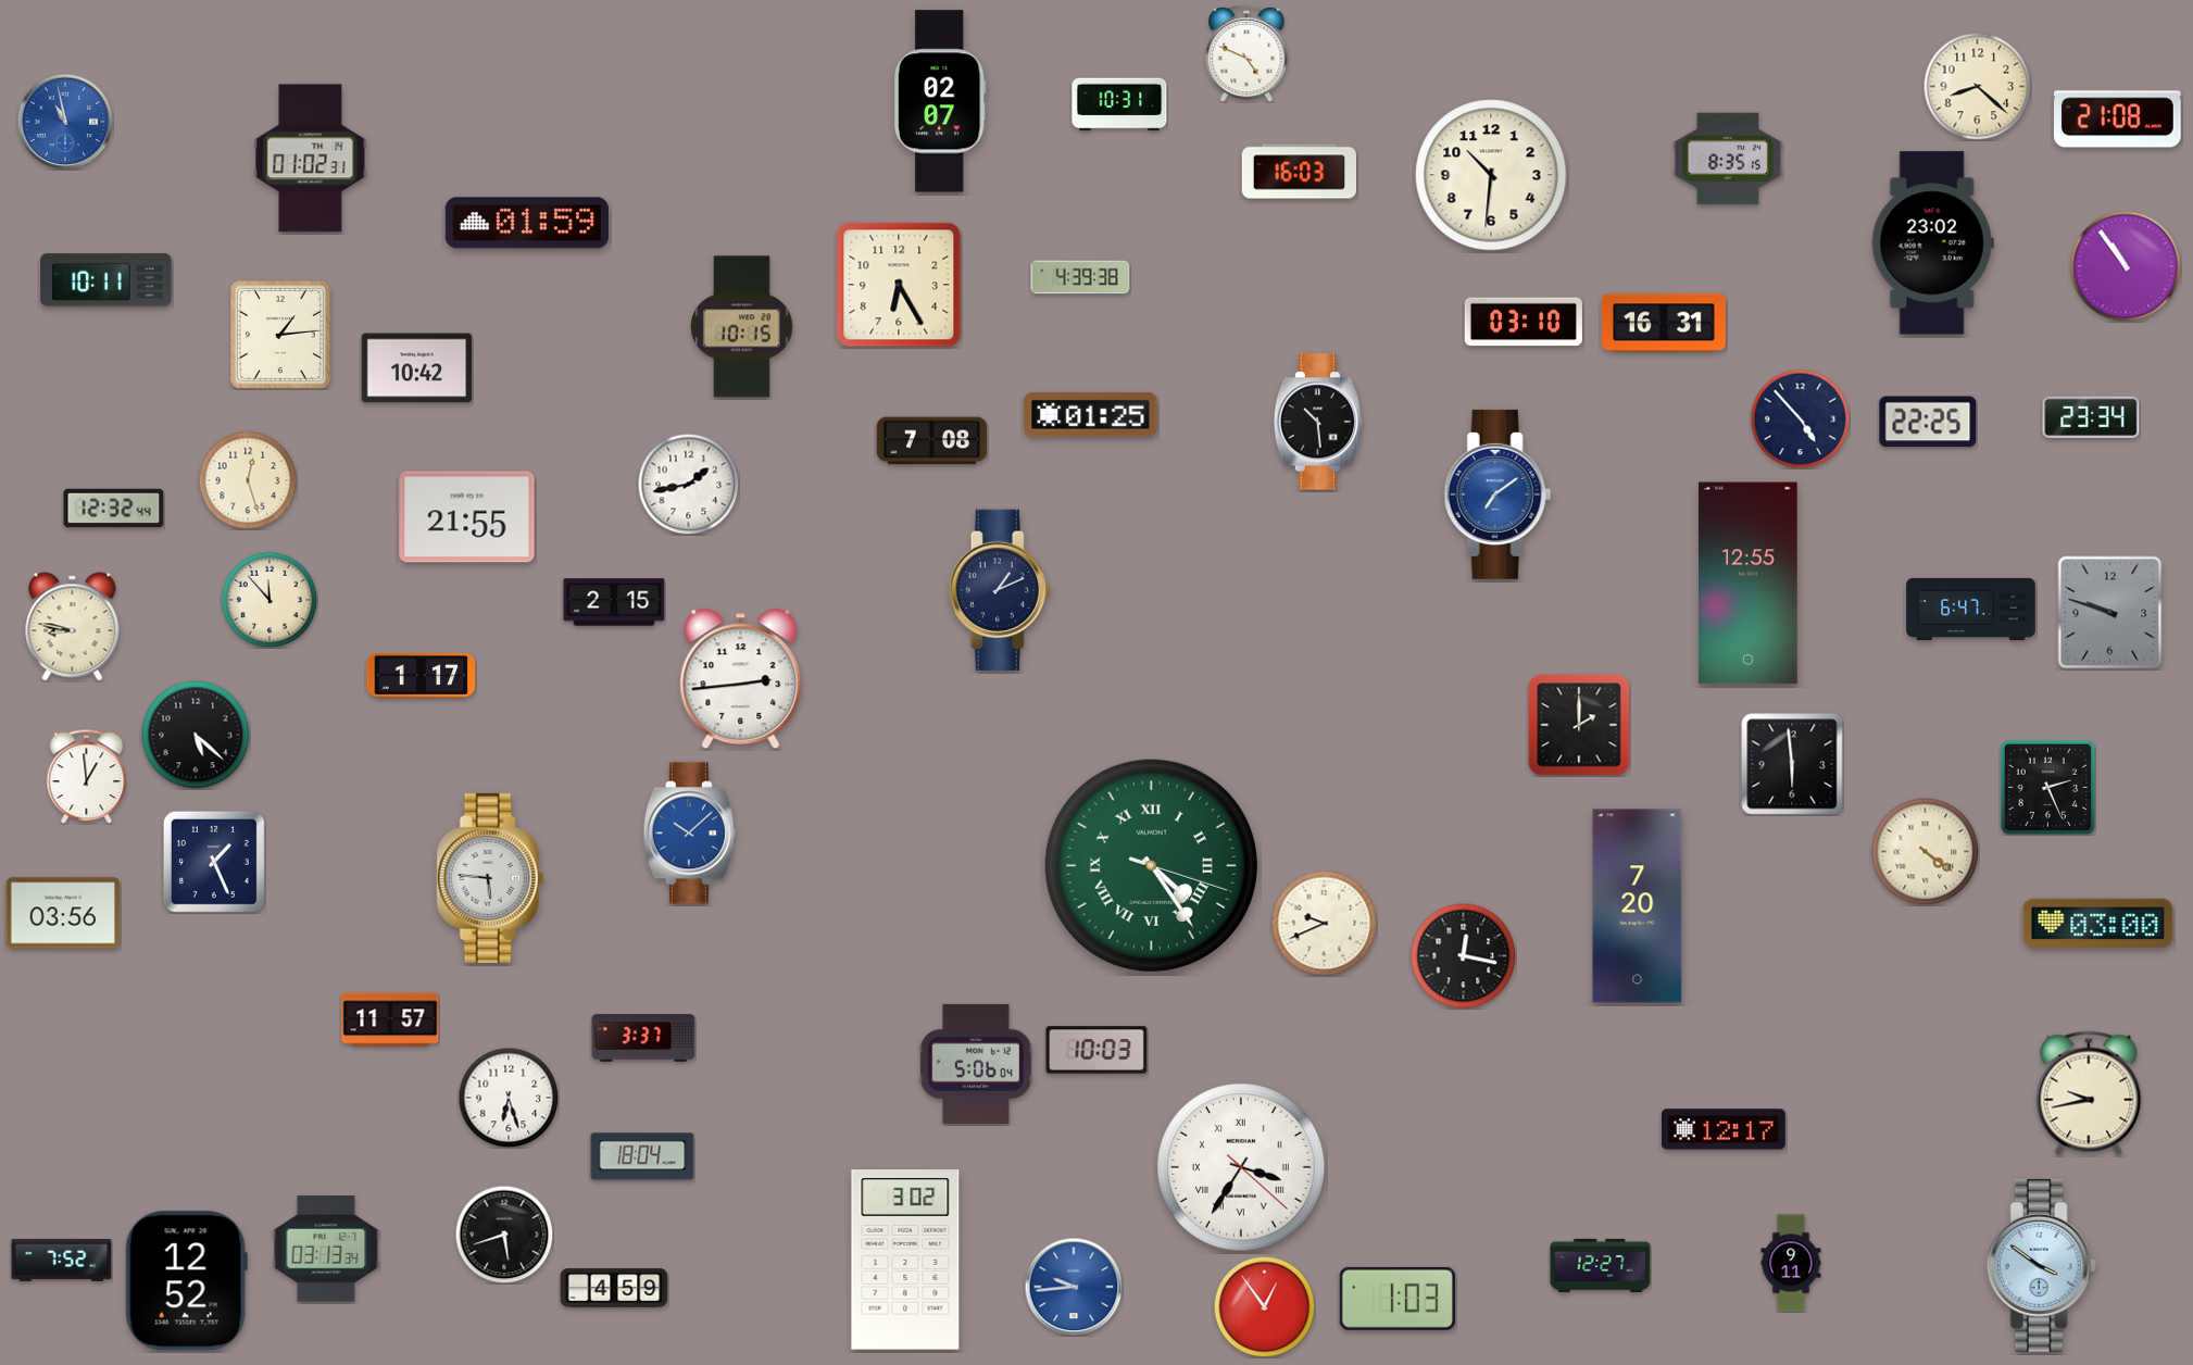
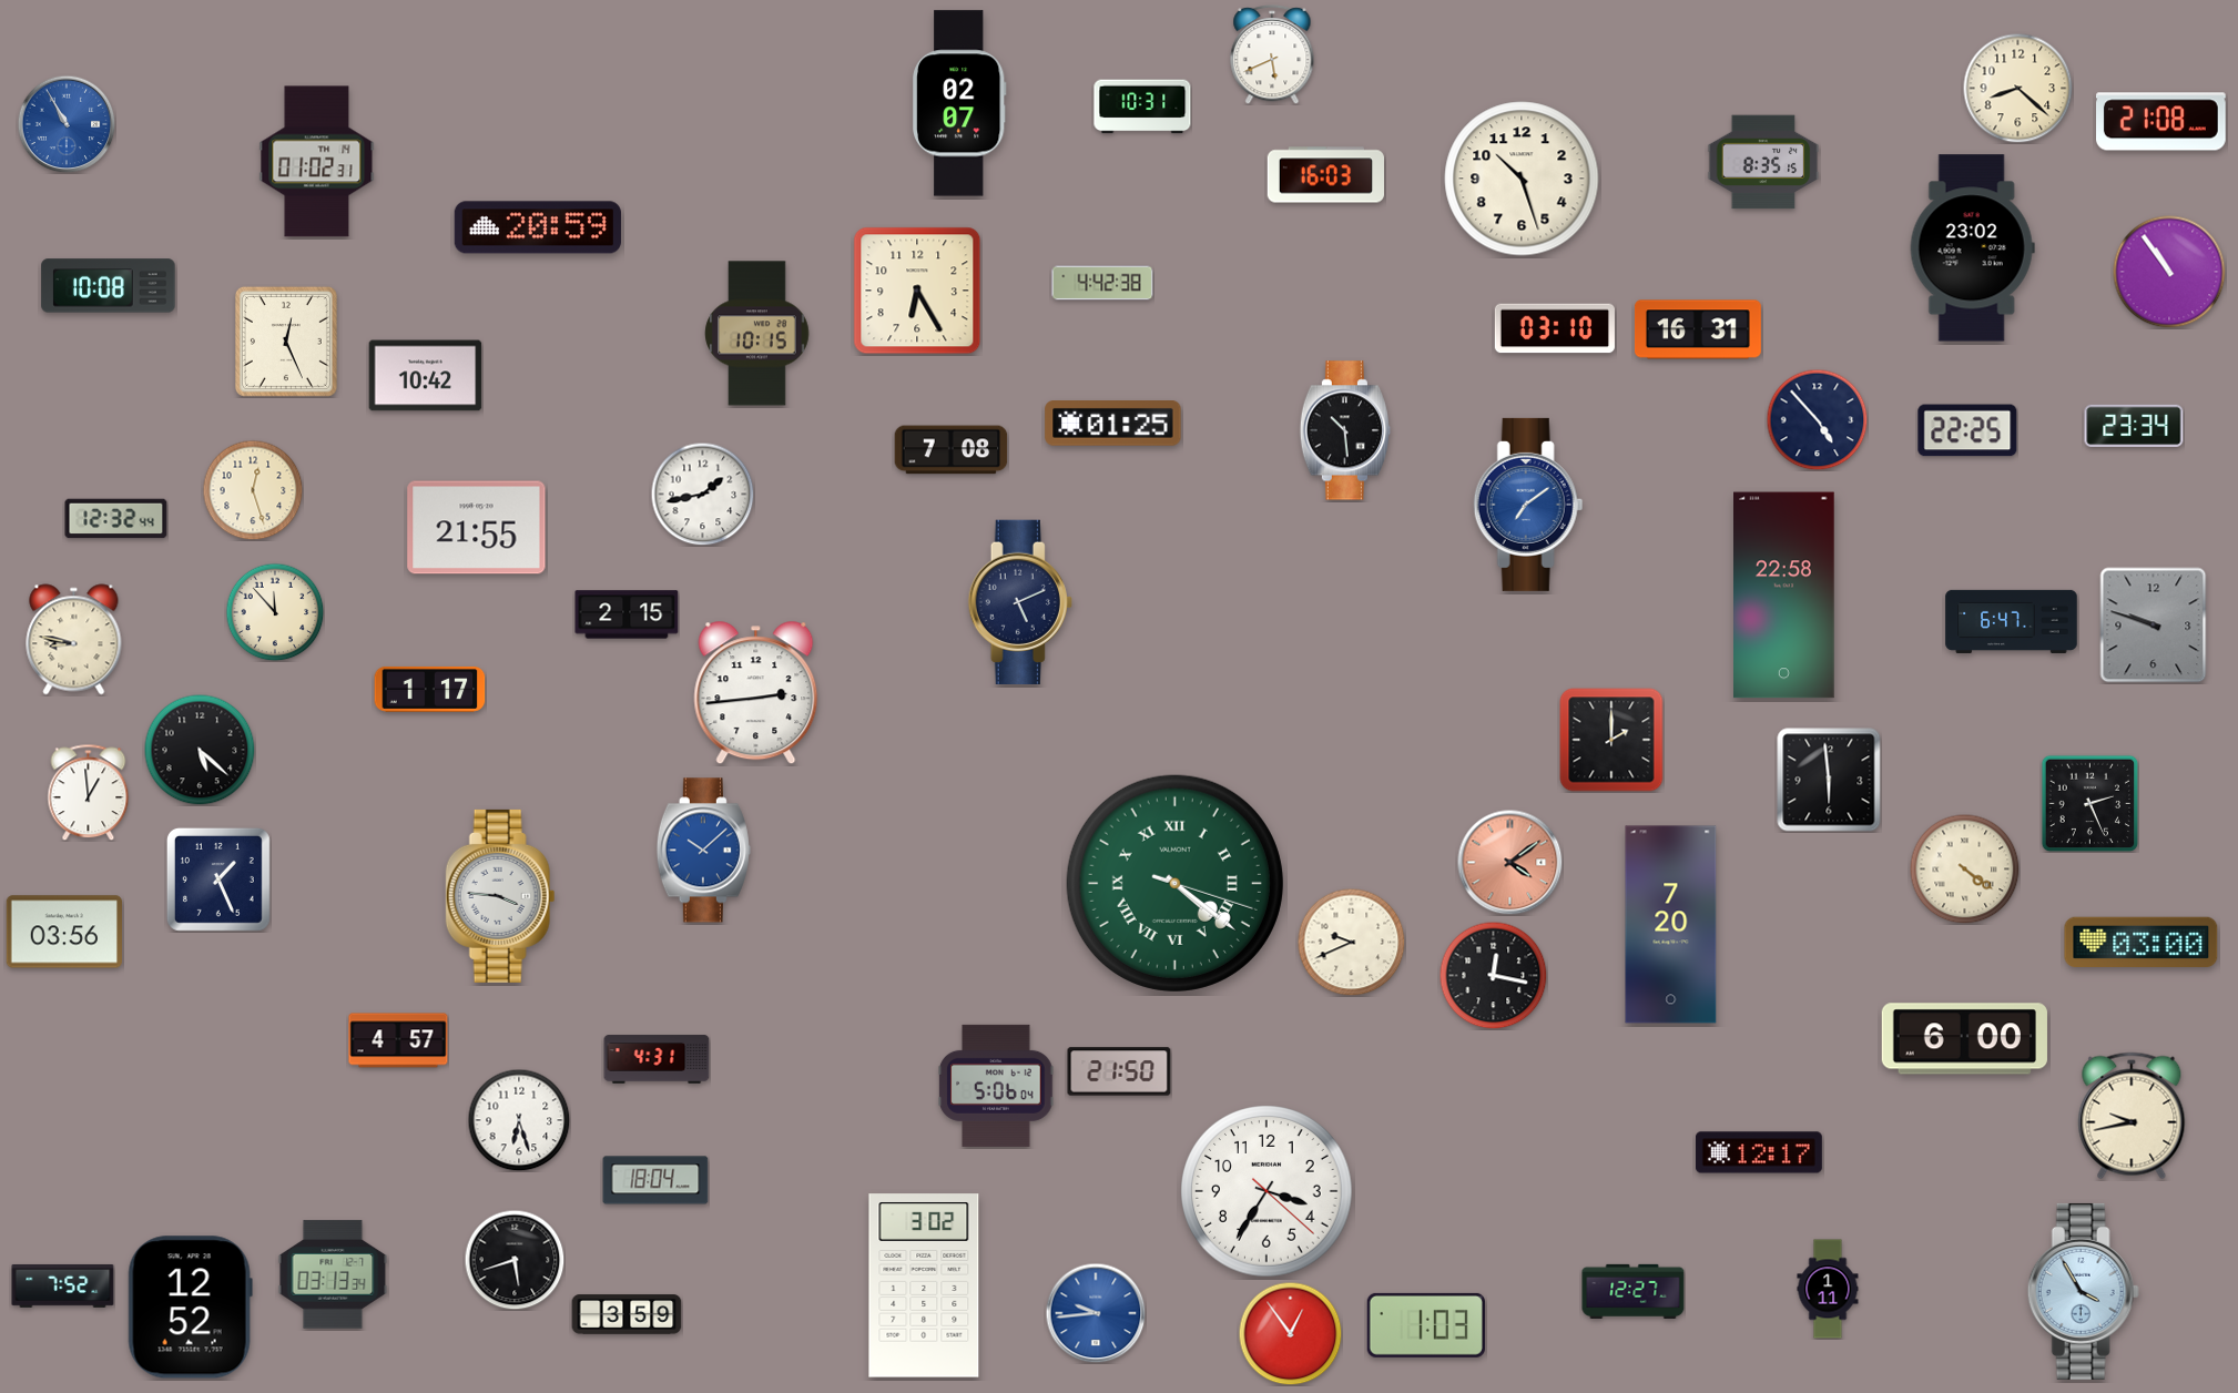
clock at (1246, 53): 4:49 -> 5:41
clock at (65, 122): 10:58 -> 10:55
clock at (1491, 175): 10:31 -> 10:27
clock at (527, 223): 01:59 -> 20:59
clock at (1080, 277): 4:39 -> 4:42
clock at (106, 280): 10:11 -> 10:08
clock at (280, 335): 1:14 -> 12:26
clock at (1800, 418) position: (1800, 418) -> (1817, 419)
clock at (1749, 584): 12:55 -> 22:58
clock at (1000, 589): 1:11 -> 5:11
clock at (1509, 862): none -> 4:09
clock at (1151, 865): 4:24 -> 4:21
clock at (490, 878): 5:46 -> 3:46
clock at (1964, 1039): none -> 6:00
clock at (390, 1019): 11:57 -> 4:57
clock at (643, 1038): 3:37 -> 4:31
clock at (1096, 1050): 10:03 -> 21:50
clock at (1241, 1167) numerals: Roman -> Arabic
clock at (1791, 1263): 9:11 -> 1:11
clock at (2041, 1265): 3:51 -> 3:55
clock at (614, 1288): 4:59 -> 3:59
